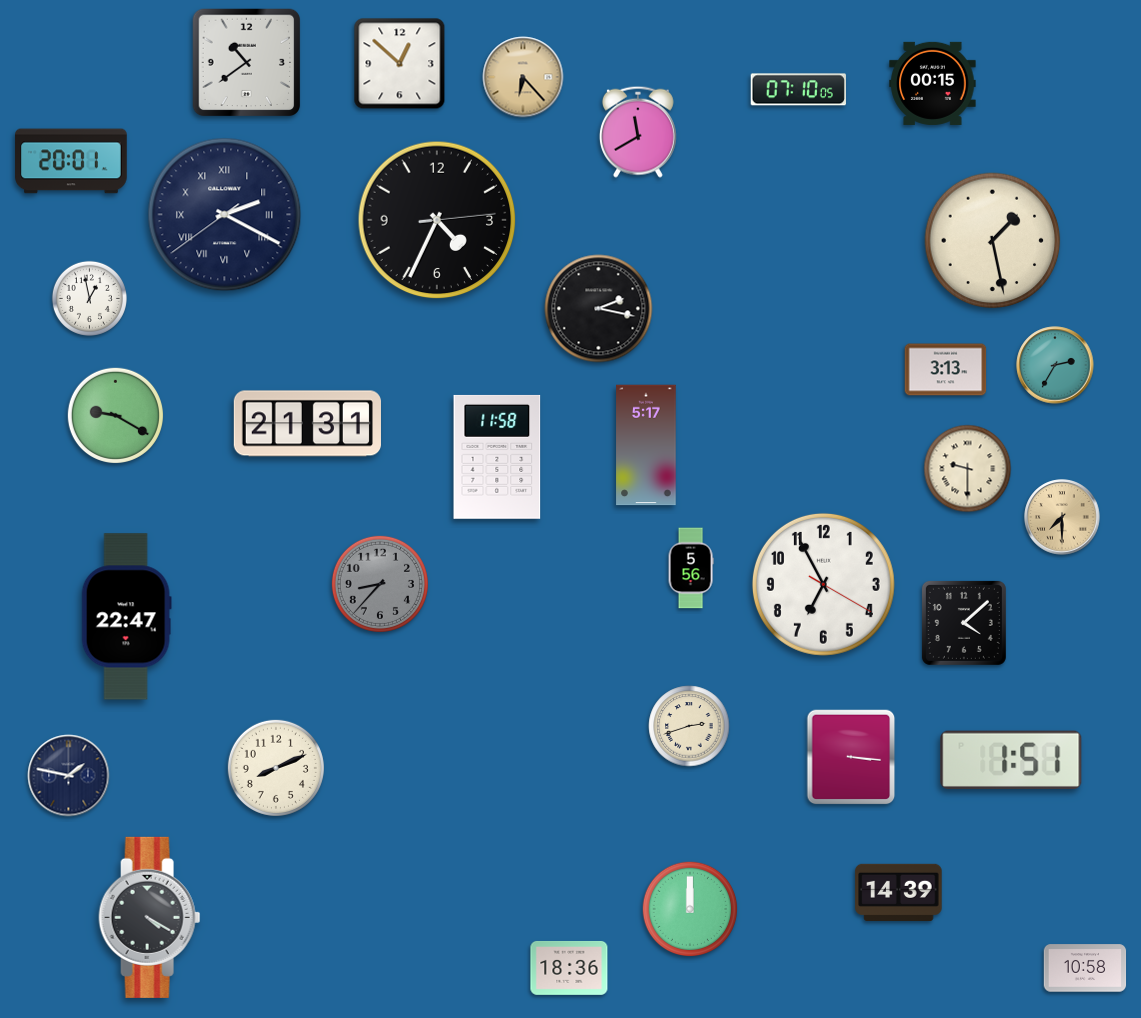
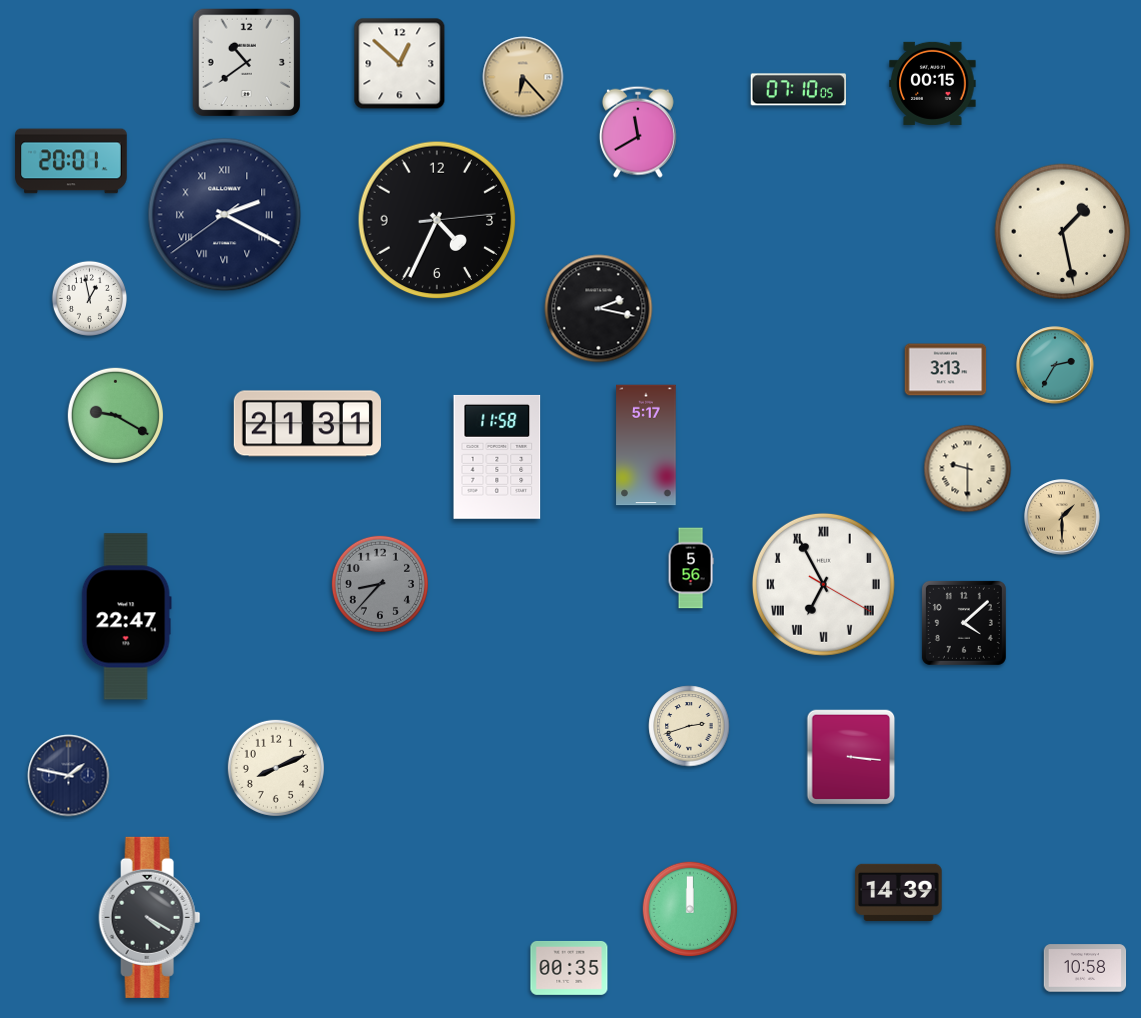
clock at (993, 241) position: (993, 241) -> (1063, 232)
clock at (1062, 517): 7:30 -> 1:30
clock at (823, 584) numerals: Arabic -> Roman
clock at (1011, 760): 1:51 -> none
clock at (569, 968): 18:36 -> 00:35
